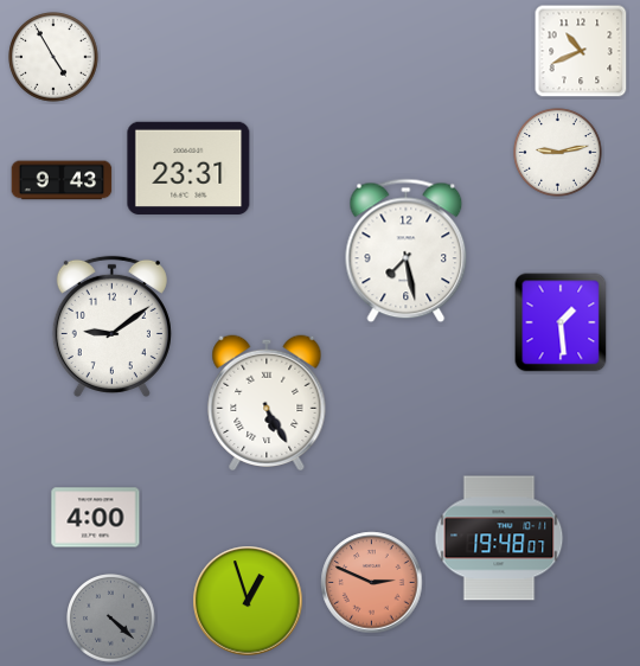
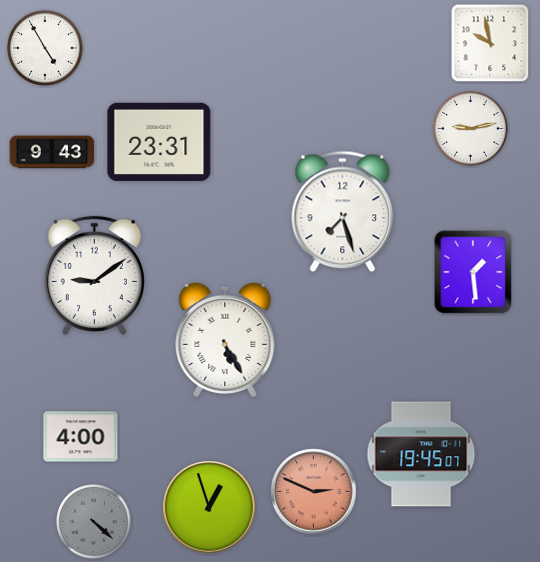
clock at (581, 51): 10:41 -> 9:58
clock at (407, 251): 7:28 -> 7:27
clock at (499, 538): 19:48 -> 19:45
